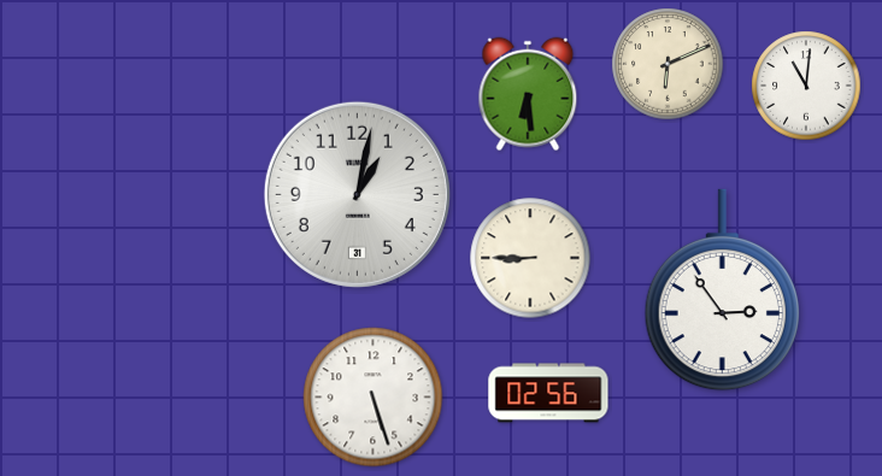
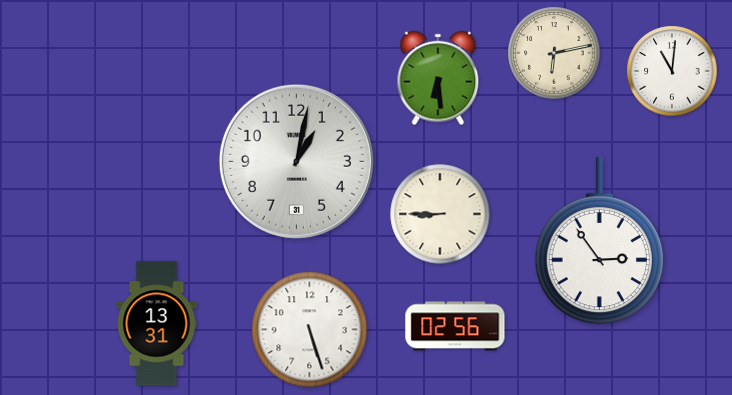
clock at (668, 64): 6:11 -> 6:13
clock at (806, 86) position: (806, 86) -> (672, 71)
clock at (157, 324): none -> 13:31
